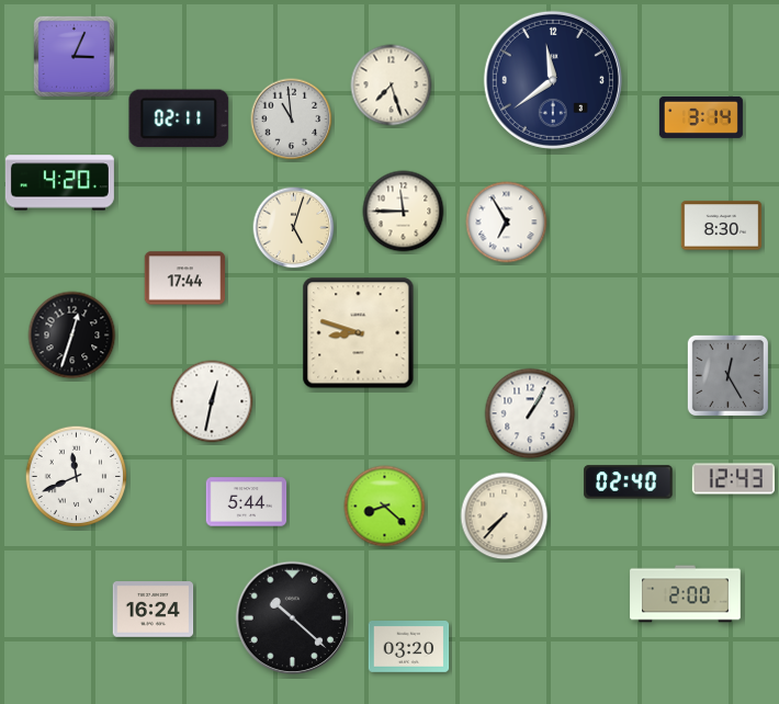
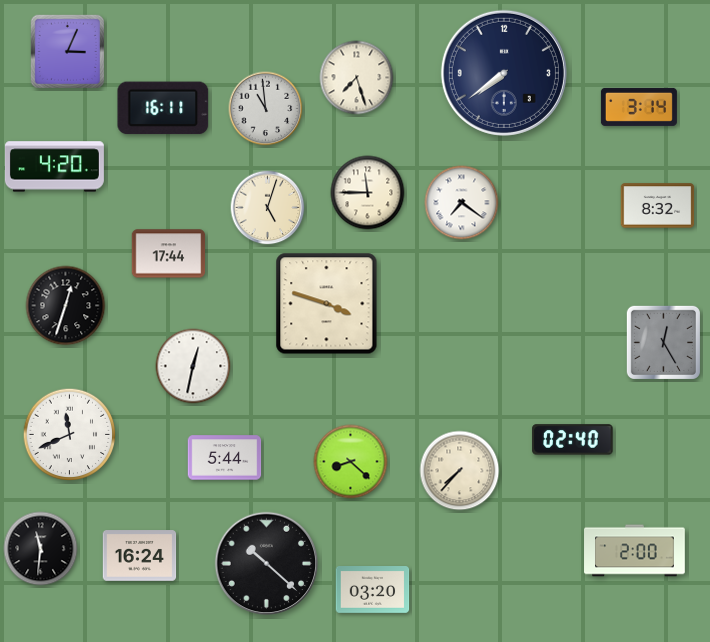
clock at (553, 80): 11:39 -> 7:39
clock at (179, 118): 02:11 -> 16:11
clock at (507, 223): 6:55 -> 7:21
clock at (722, 226): 8:30 -> 8:32
clock at (359, 333): 8:48 -> 3:48
clock at (530, 413): 1:05 -> none
clock at (733, 479): 12:43 -> none
clock at (686, 594) position: (686, 594) -> (635, 551)
clock at (41, 549): none -> 11:31
